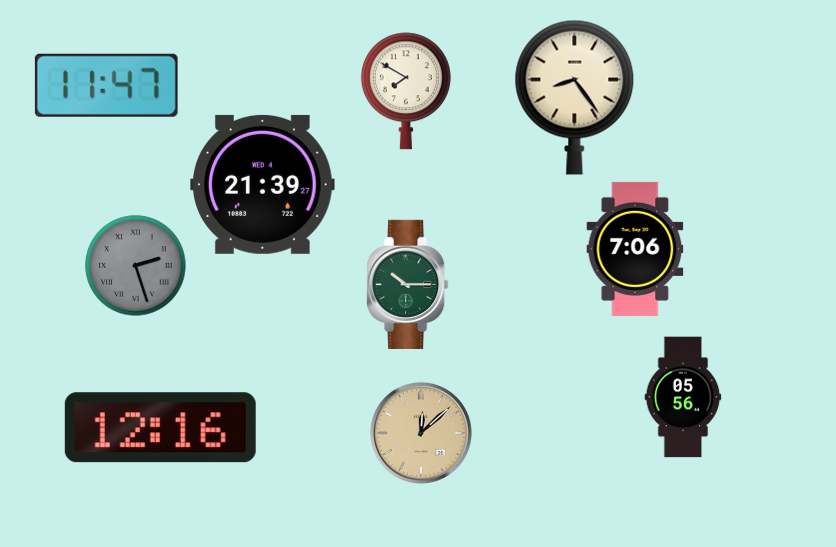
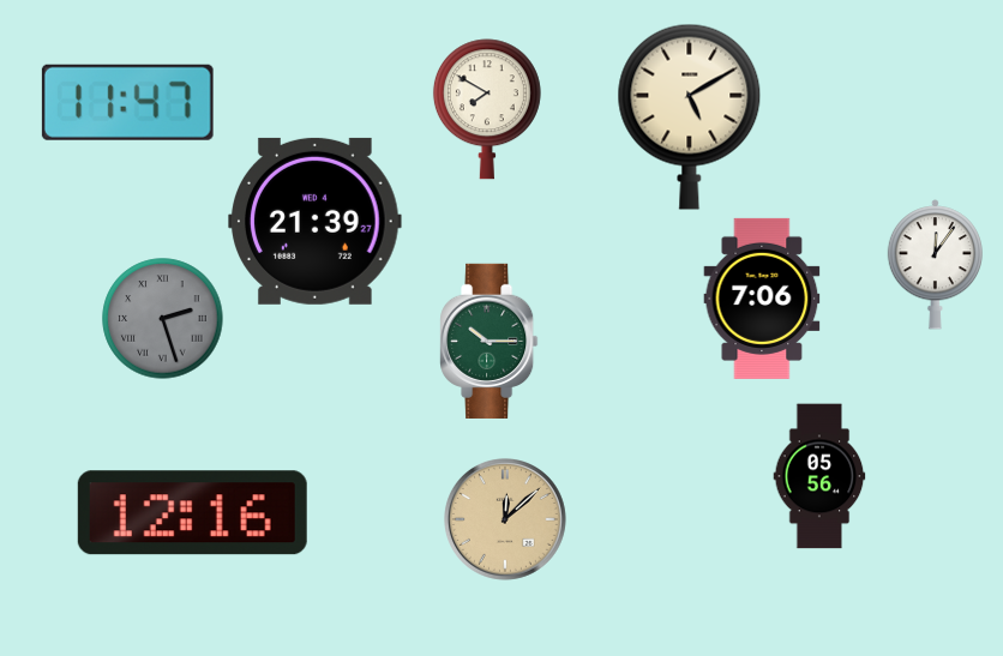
clock at (575, 97): 8:24 -> 5:10
clock at (935, 265): none -> 12:06
